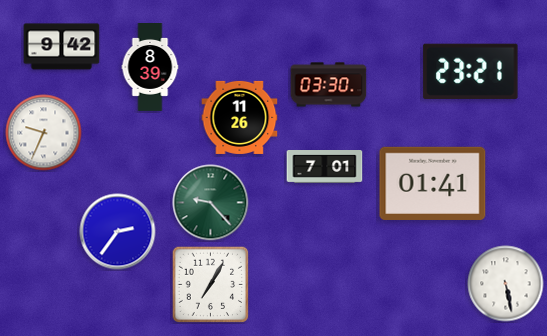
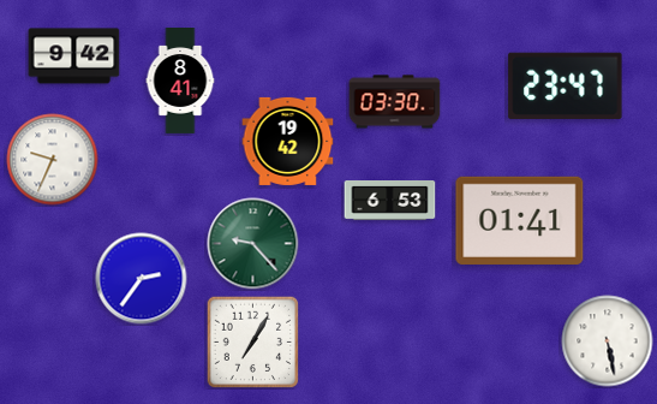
clock at (150, 68): 8:39 -> 8:41
clock at (471, 71): 23:21 -> 23:47
clock at (240, 117): 11:26 -> 19:42
clock at (325, 167): 7:01 -> 6:53
